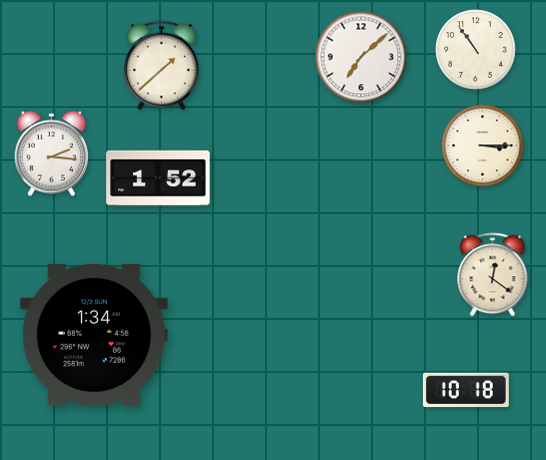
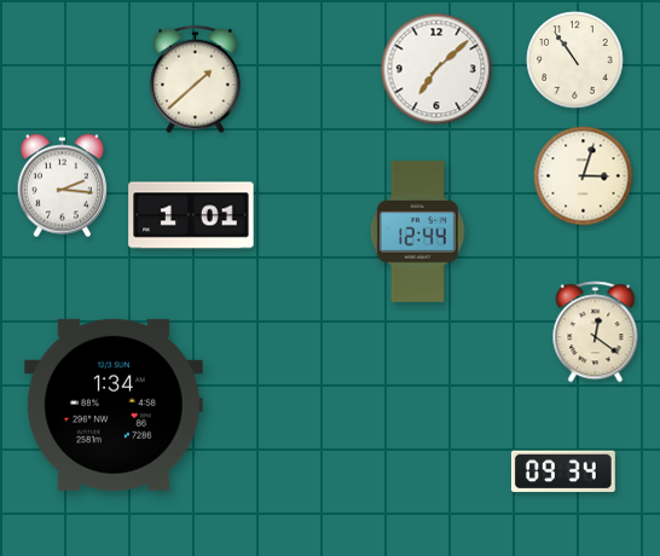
clock at (483, 146): 3:15 -> 3:03
clock at (158, 178): 1:52 -> 1:01
clock at (417, 231): none -> 12:44
clock at (466, 390): 10:18 -> 09:34
